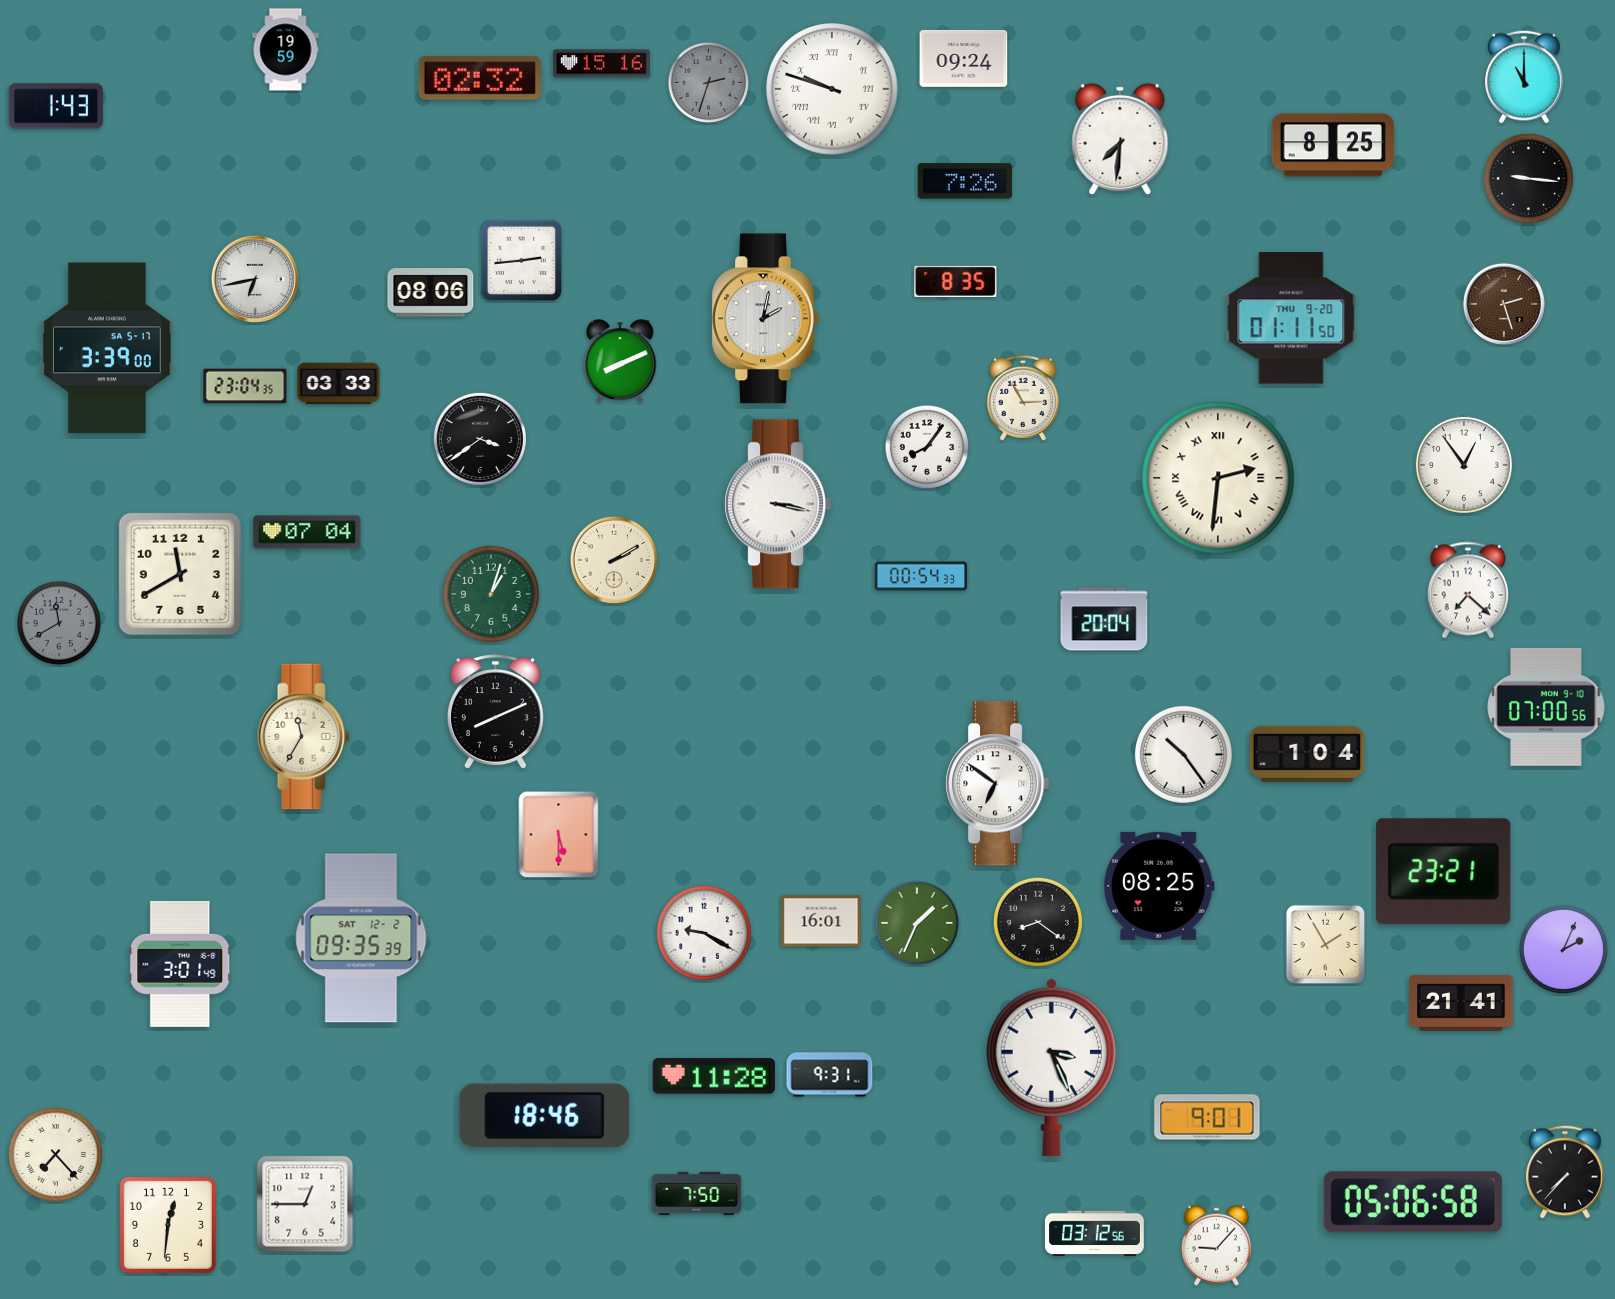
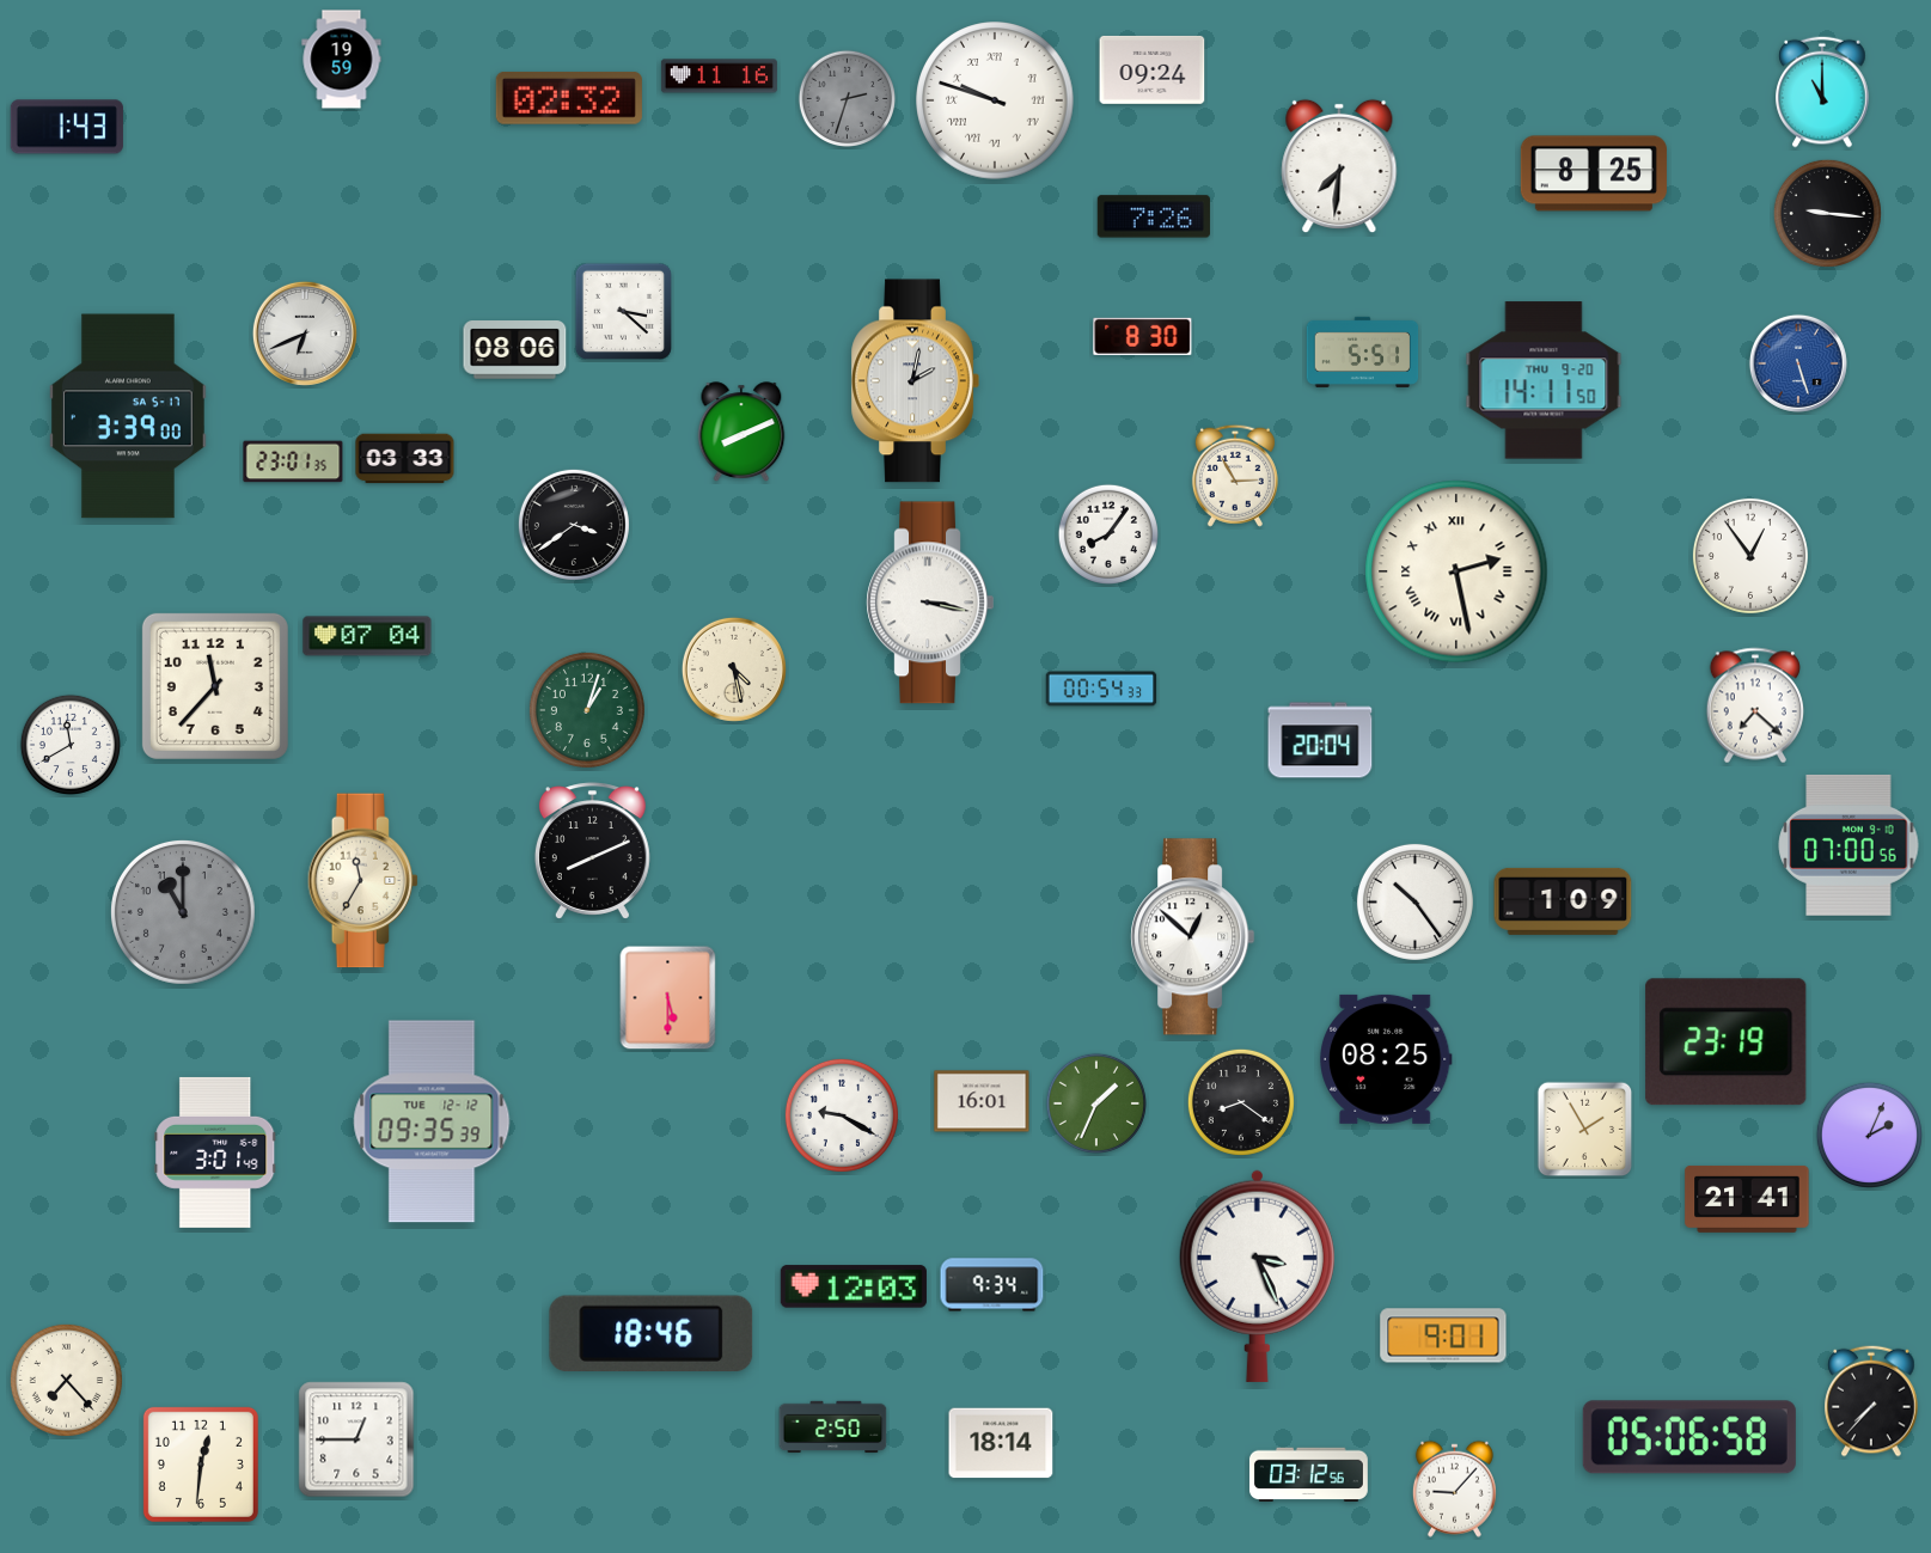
clock at (601, 64): 15:16 -> 11:16
clock at (480, 78) position: (480, 78) -> (569, 98)
clock at (832, 89) position: (832, 89) -> (995, 100)
clock at (521, 260): 2:44 -> 3:22
clock at (255, 279): 6:43 -> 6:41
clock at (956, 281): 8:35 -> 8:30
clock at (1363, 351): none -> 5:51
clock at (1504, 304): 2:27 -> 5:27
clock at (1504, 304) dial: brown -> blue
clock at (1291, 318): 01:11 -> 14:11
clock at (245, 386): 23:04 -> 23:01
clock at (1023, 398) position: (1023, 398) -> (1235, 476)
clock at (1218, 478): 2:31 -> 2:28
clock at (614, 560): 2:10 -> 4:28
clock at (180, 574): 11:40 -> 11:37
clock at (58, 622) dial: grey -> white
clock at (1307, 754): 1:04 -> 1:09
clock at (184, 912): none -> 11:00
clock at (998, 784): 6:51 -> 12:52
clock at (1444, 872): 23:21 -> 23:19
clock at (361, 938) date: SAT 12-2 -> TUE 12-12
clock at (830, 1075): 9:31 -> 9:34
clock at (714, 1076): 11:28 -> 12:03
clock at (697, 1194): 7:50 -> 2:50
clock at (305, 1204) position: (305, 1204) -> (356, 1439)
clock at (1001, 1443): none -> 18:14
